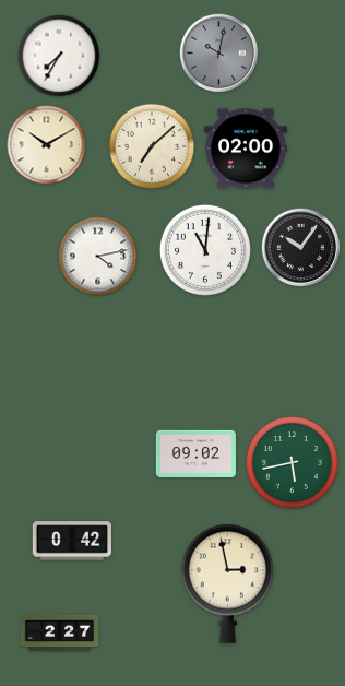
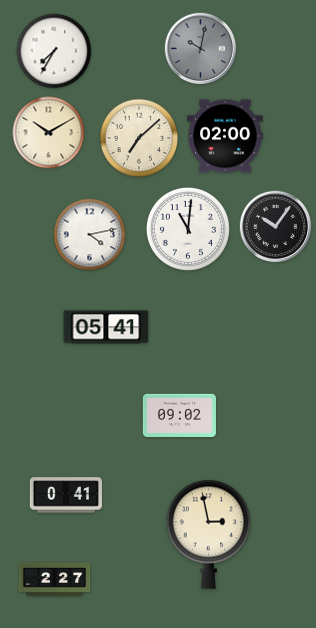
clock at (47, 145) position: (47, 145) -> (49, 133)
clock at (152, 146) position: (152, 146) -> (139, 138)
clock at (106, 327): none -> 05:41
clock at (292, 462): 5:43 -> none
clock at (72, 541): 0:42 -> 0:41
